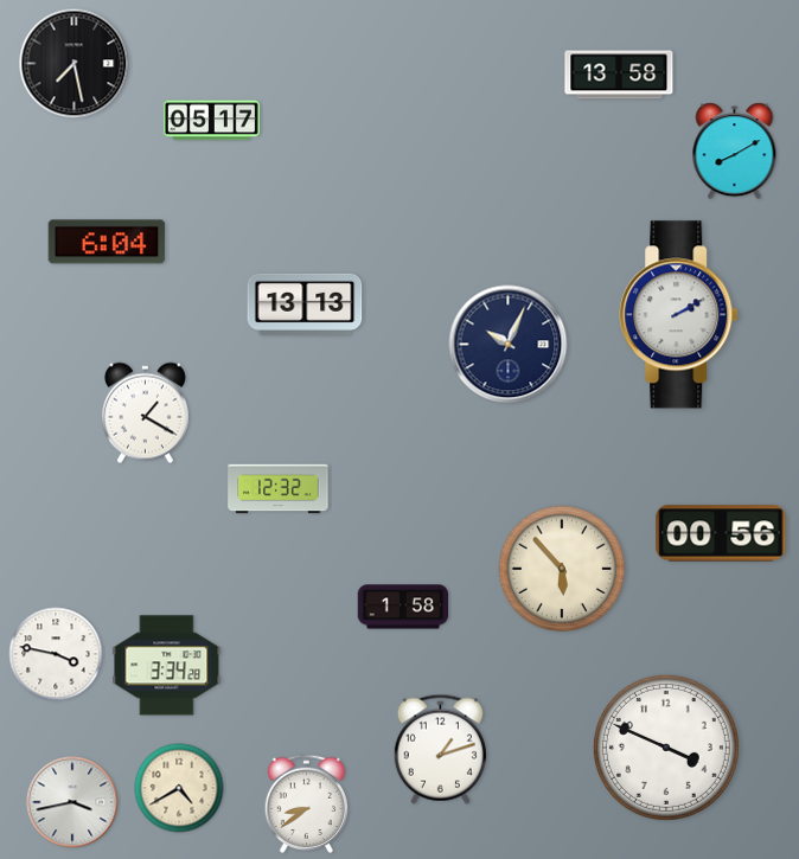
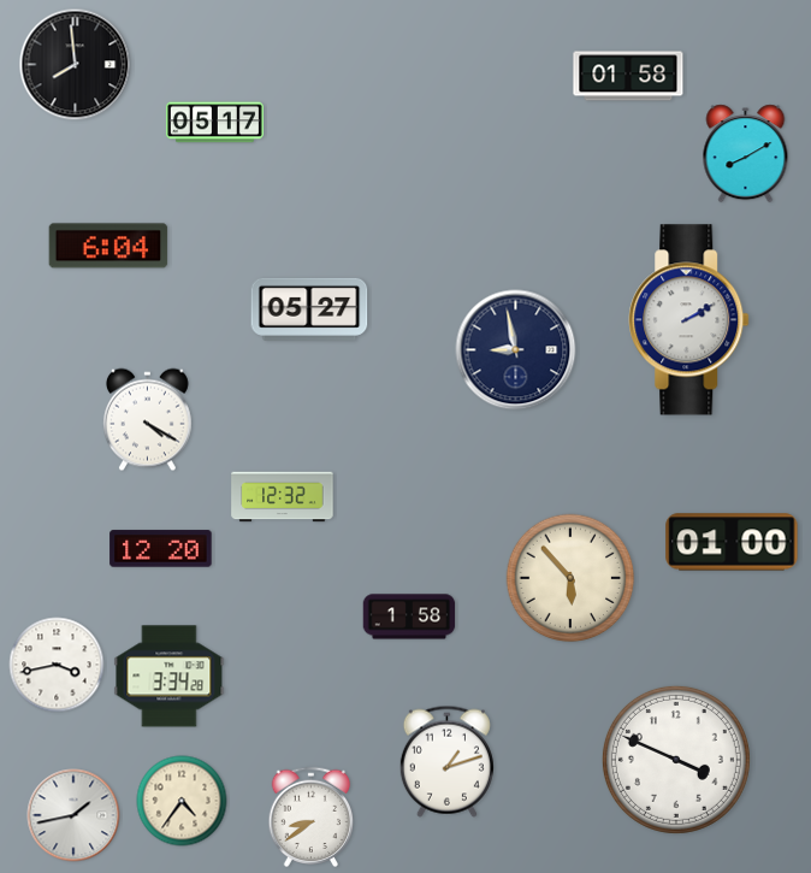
clock at (75, 64): 7:28 -> 7:59
clock at (619, 75): 13:58 -> 01:58
clock at (305, 305): 13:13 -> 05:27
clock at (509, 345): 10:04 -> 8:58
clock at (145, 414): 1:20 -> 4:20
clock at (721, 533): 00:56 -> 01:00
clock at (161, 549): none -> 12:20
clock at (56, 654): 3:47 -> 3:43
clock at (179, 788): 4:40 -> 4:36
clock at (72, 802): 3:43 -> 1:43
